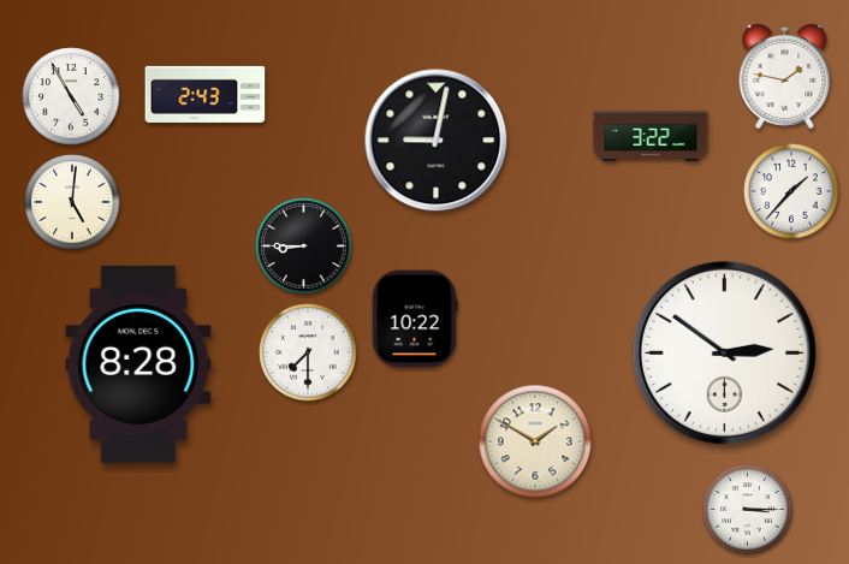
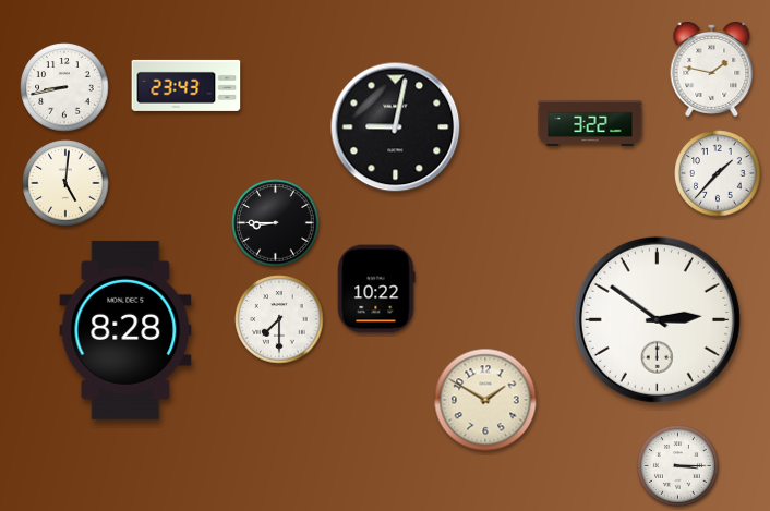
clock at (206, 94): 2:43 -> 23:43
clock at (71, 96): 4:55 -> 8:43
clock at (748, 510) position: (748, 510) -> (678, 466)
